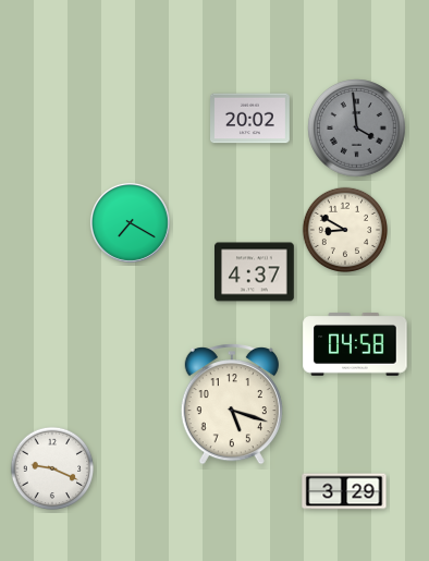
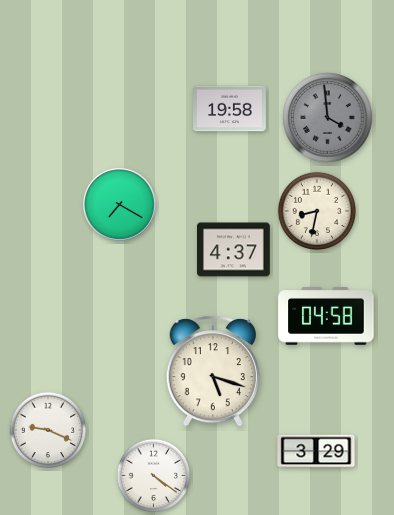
clock at (250, 119): 20:02 -> 19:58
clock at (344, 229): 8:50 -> 8:32
clock at (154, 476): none -> 4:21
